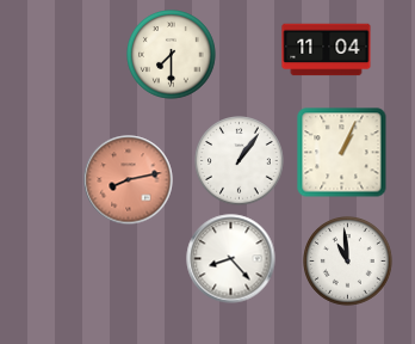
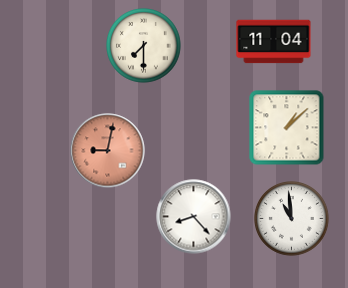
clock at (342, 153): 1:04 -> 1:08
clock at (240, 161): 1:06 -> none
clock at (129, 180): 8:13 -> 9:02
